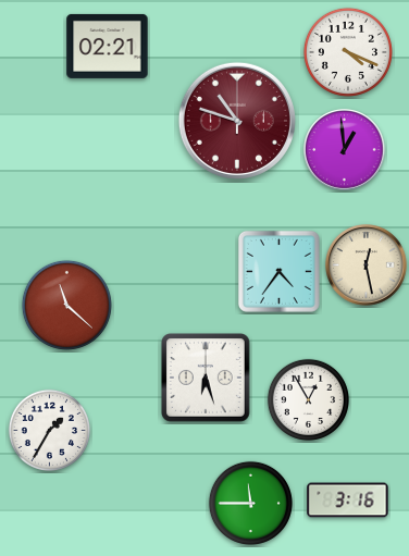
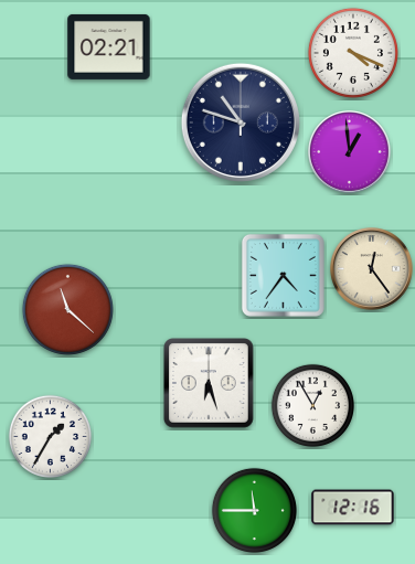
clock at (237, 121) dial: burgundy -> navy
clock at (367, 265): 12:28 -> 12:24
clock at (348, 501): 3:16 -> 12:16
